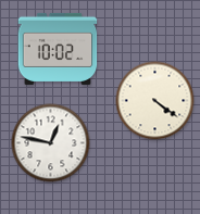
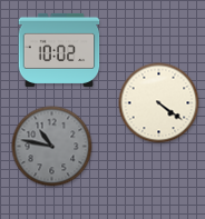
clock at (51, 143): 12:47 -> 10:47
clock at (51, 143) dial: white -> grey
